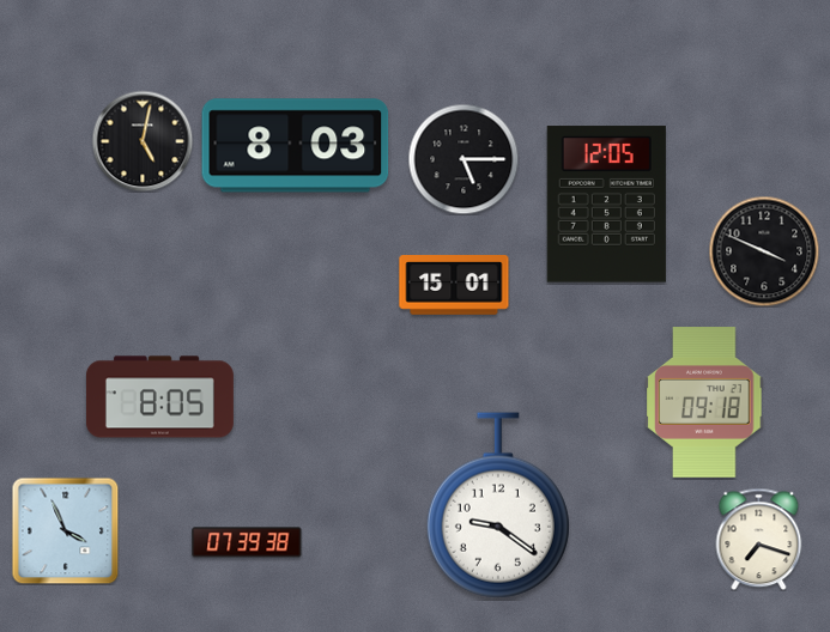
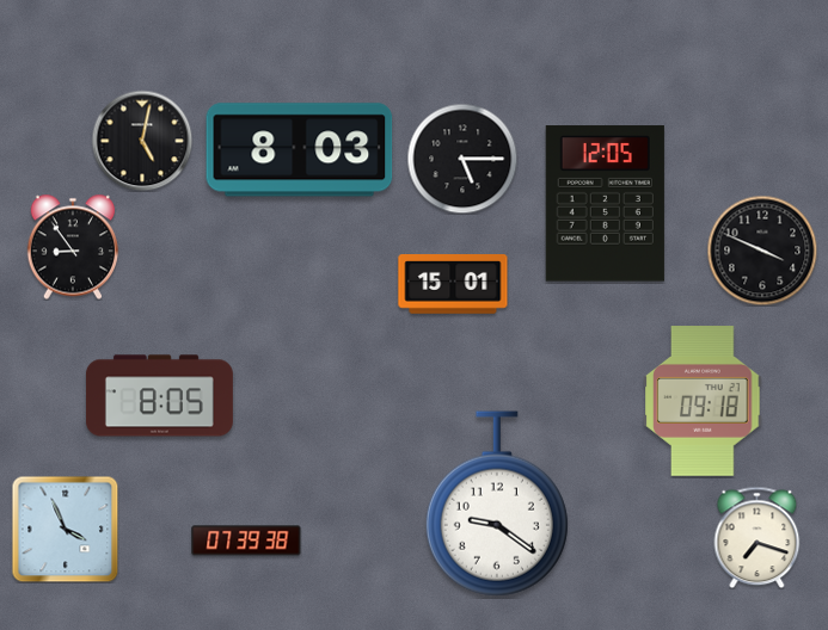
clock at (296, 146) position: (296, 146) -> (300, 150)
clock at (73, 247): none -> 8:54
